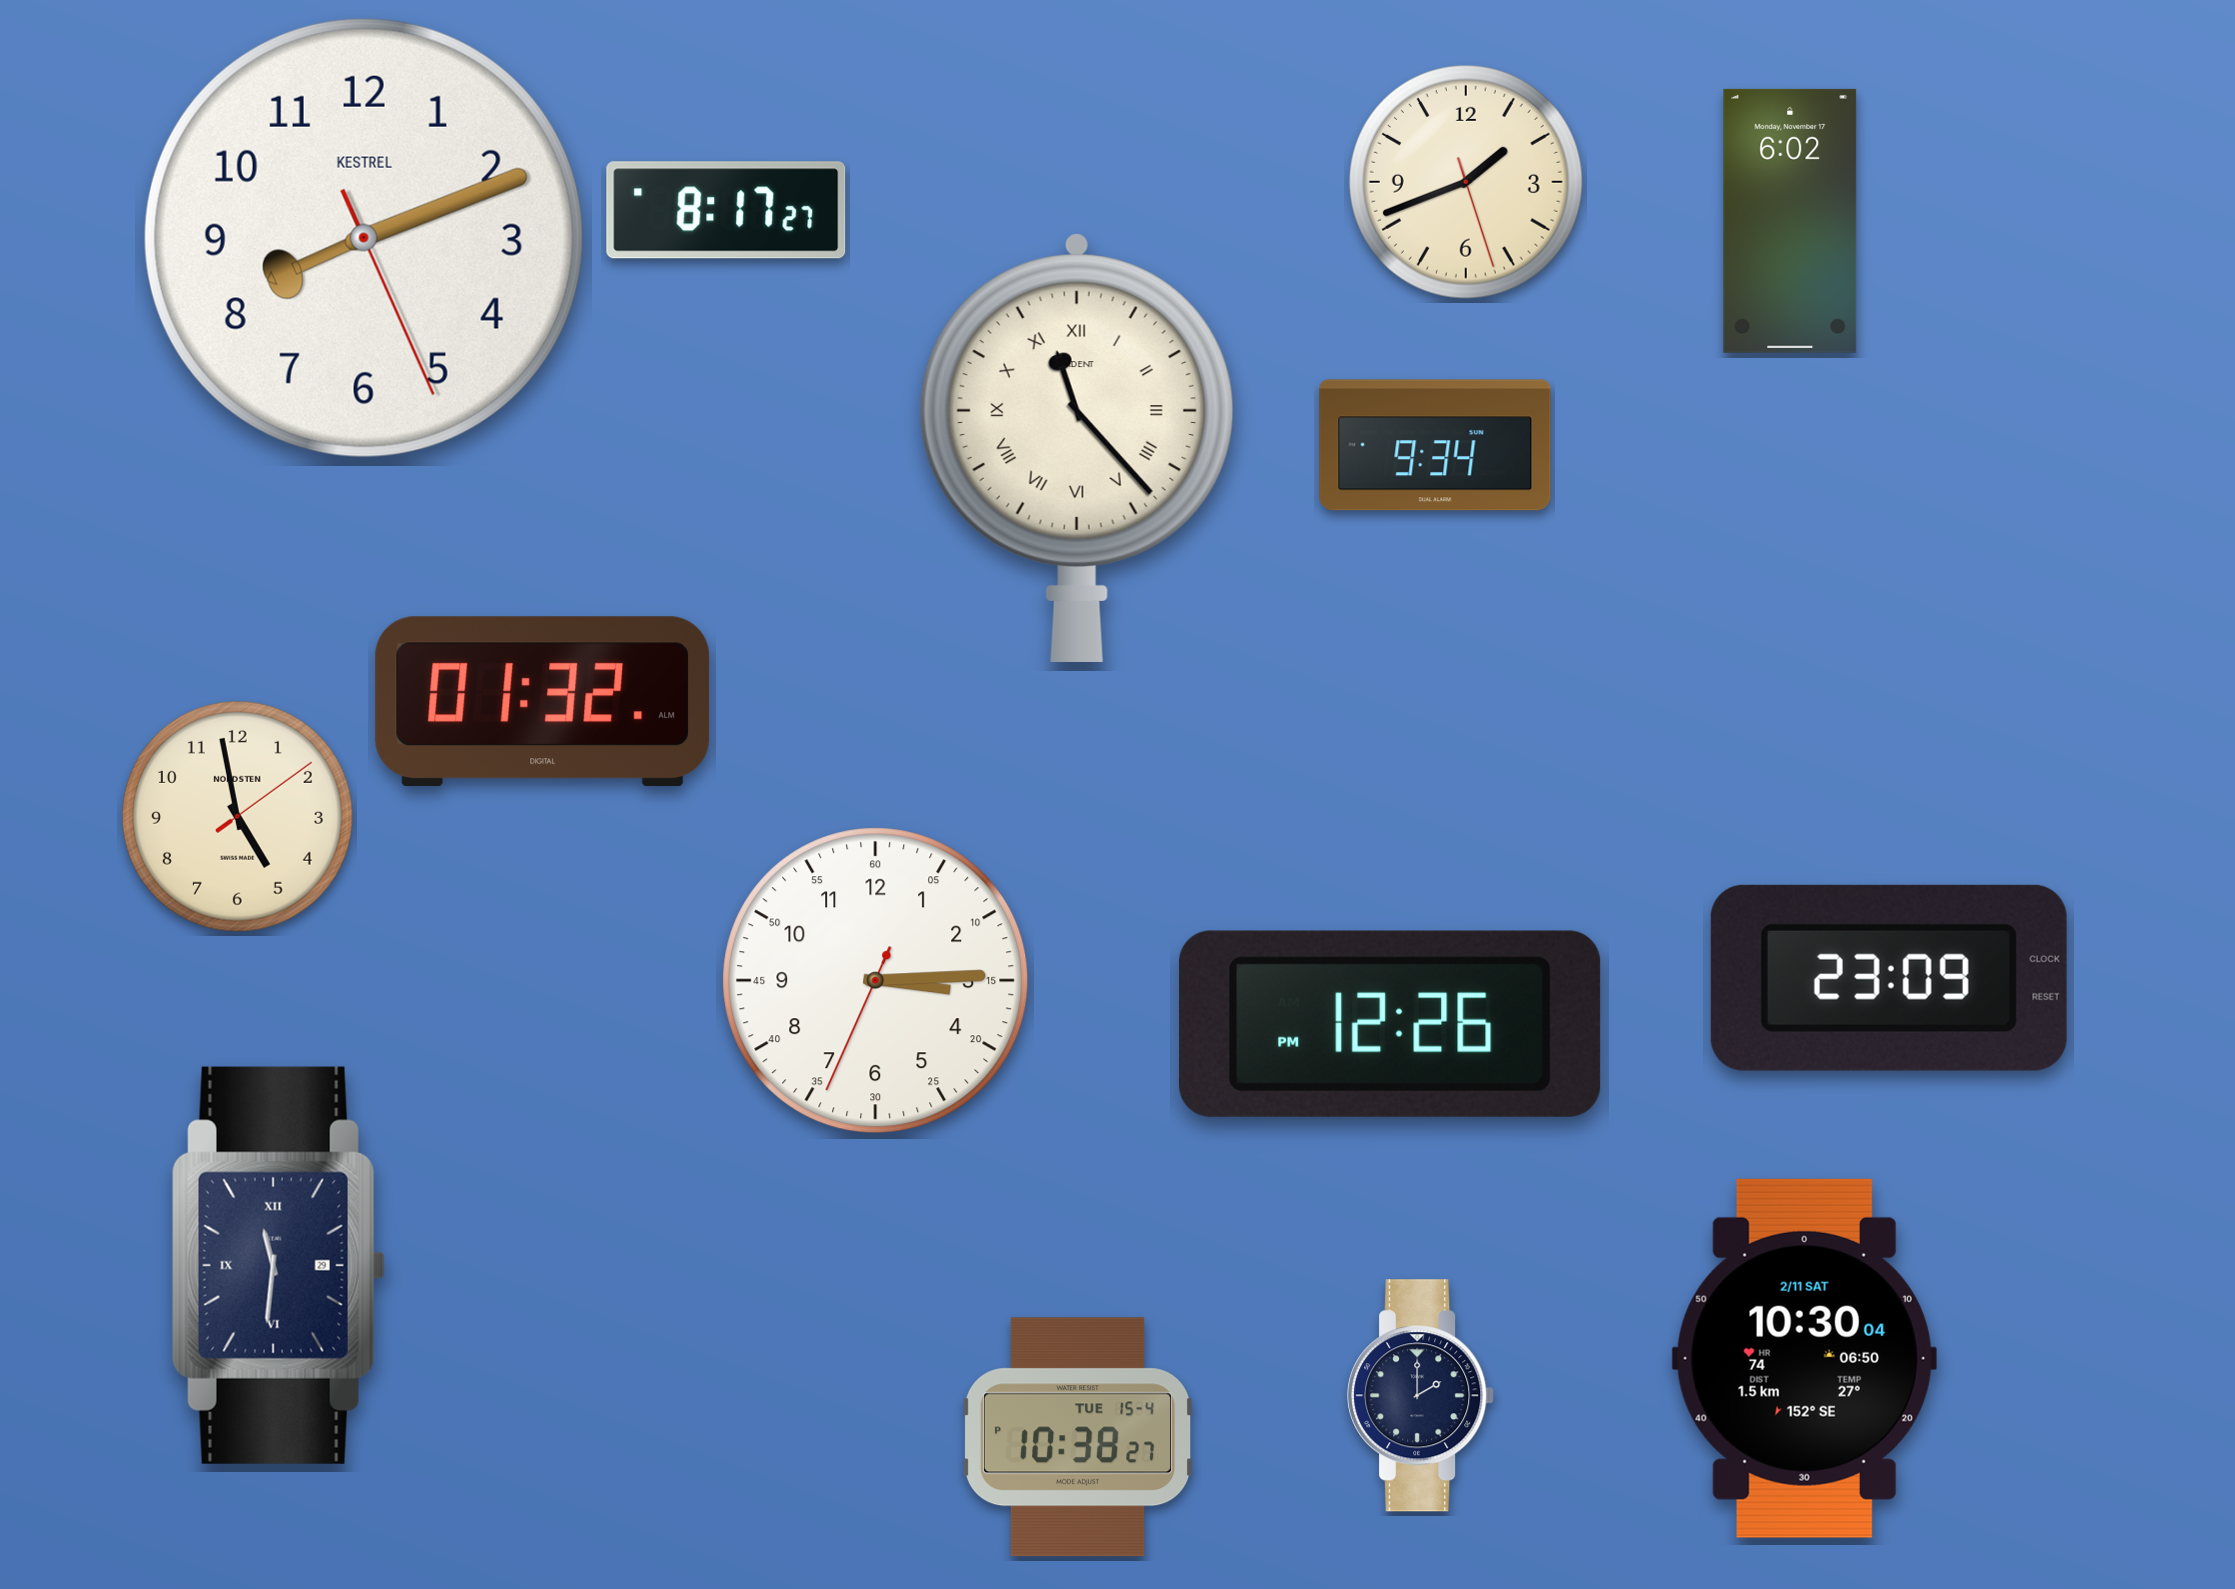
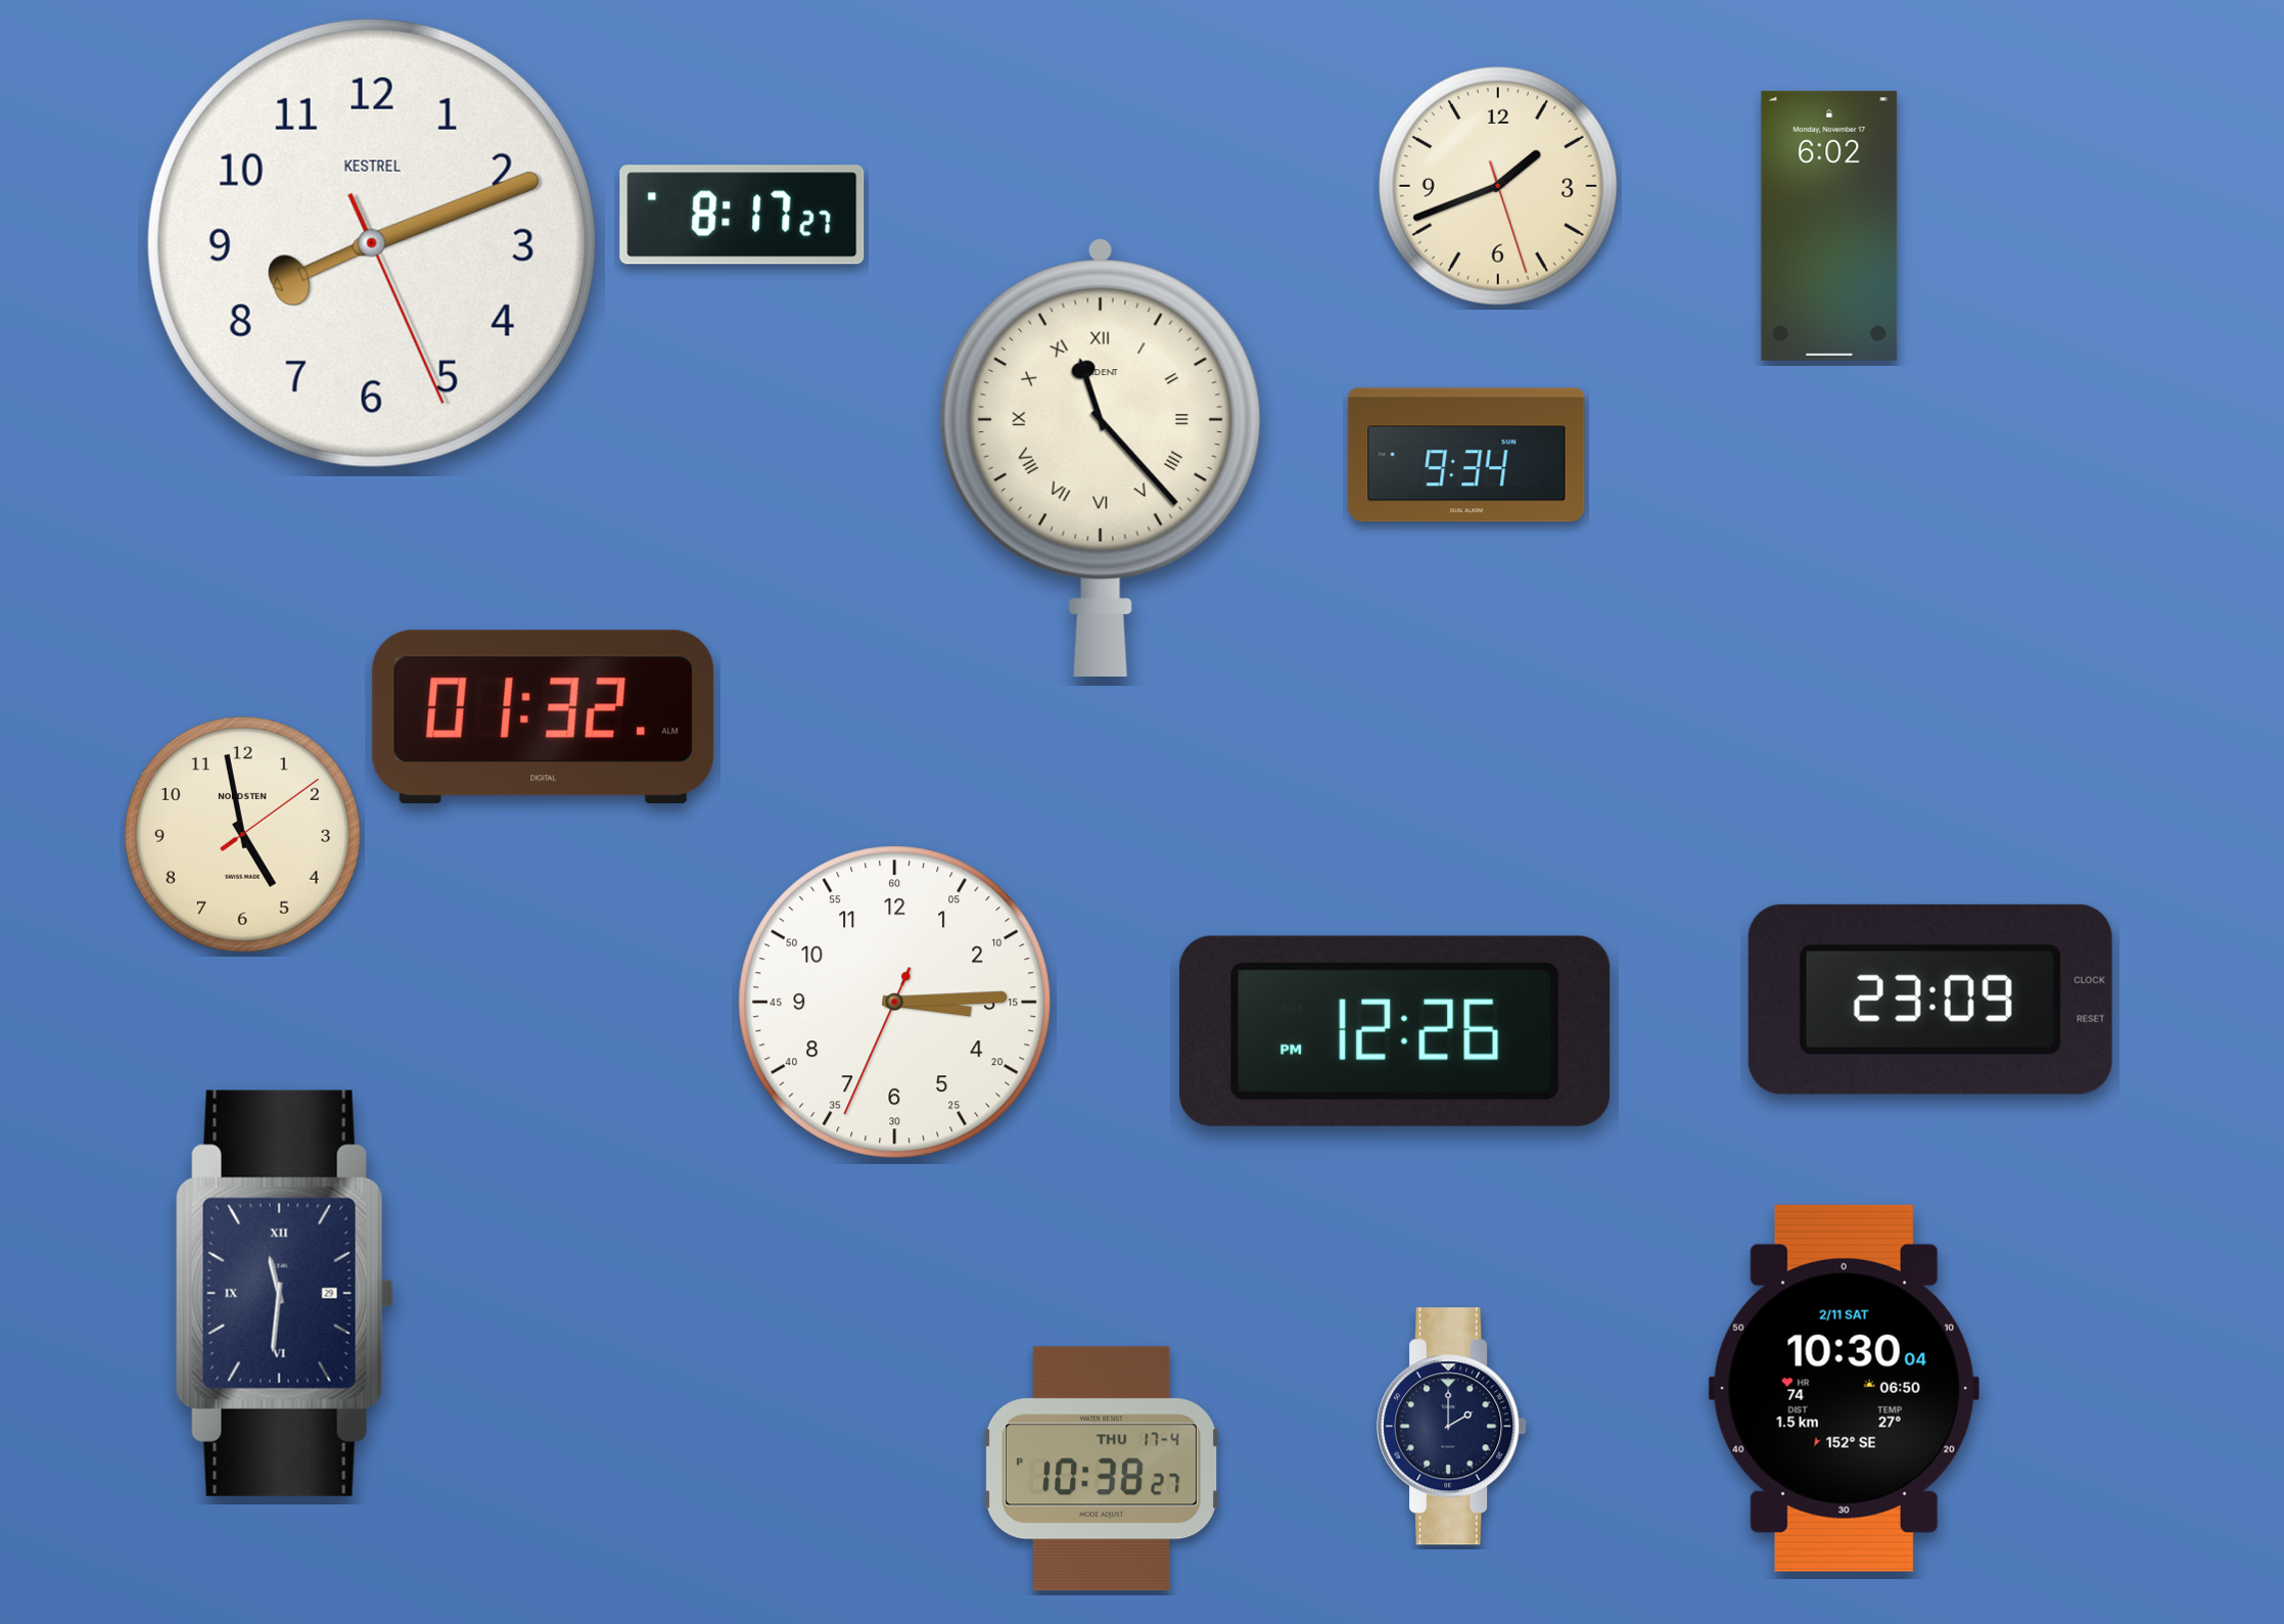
clock at (543, 701) position: (543, 701) -> (544, 716)
clock at (1390, 1024) position: (1390, 1024) -> (1395, 1031)
clock at (1078, 1437) date: TUE 15-4 -> THU 17-4
